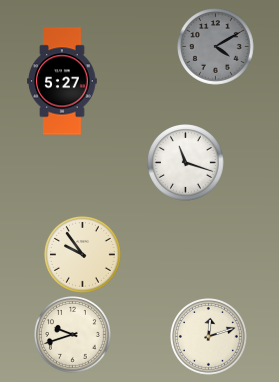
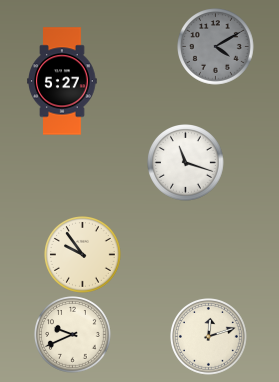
clock at (73, 335): 9:42 -> 9:41
